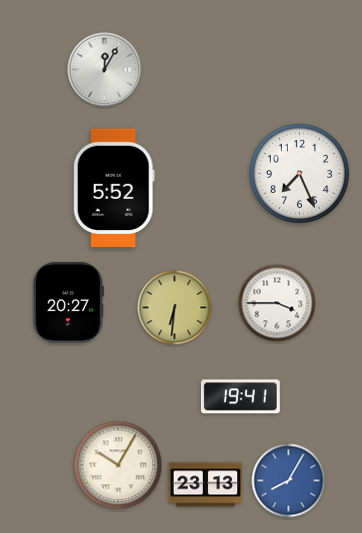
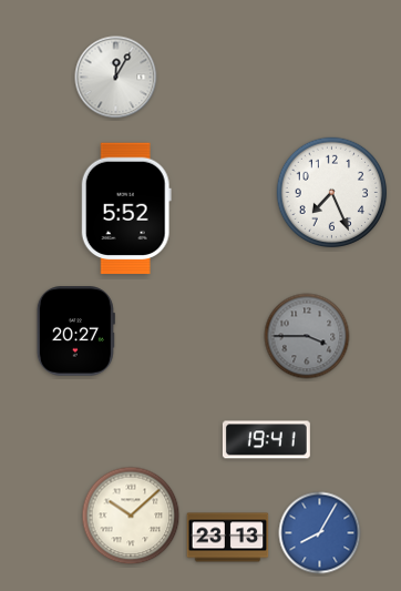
clock at (68, 303) position: (68, 303) -> (75, 332)
clock at (277, 303) dial: white -> grey
clock at (175, 308): 6:31 -> none
clock at (118, 465): 10:05 -> 10:08
